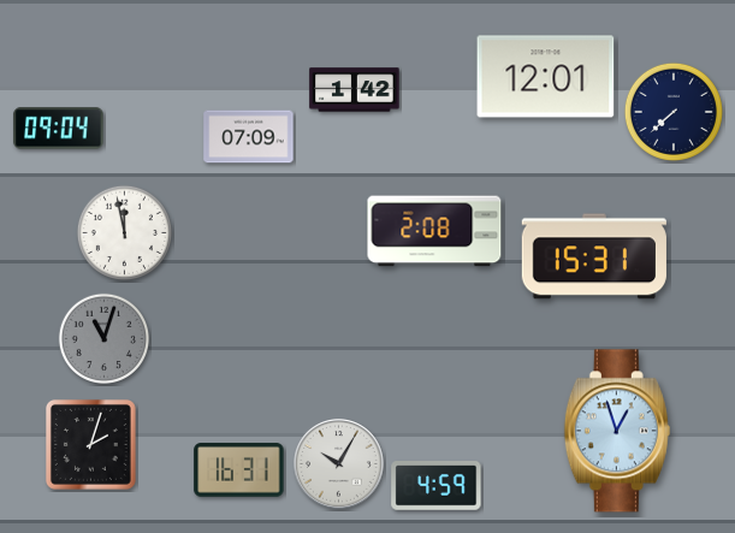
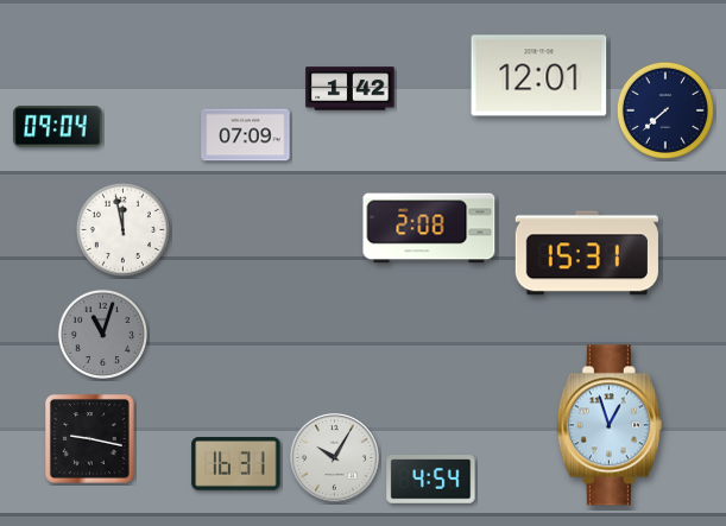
clock at (90, 444): 2:03 -> 9:17
clock at (437, 486): 4:59 -> 4:54
